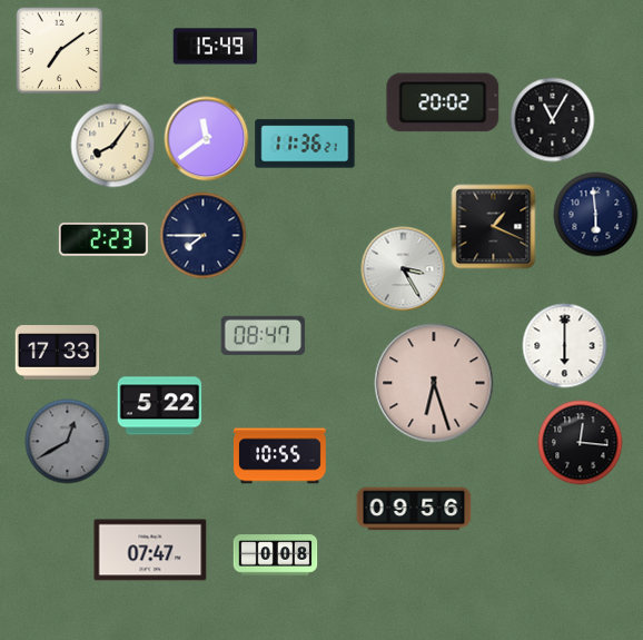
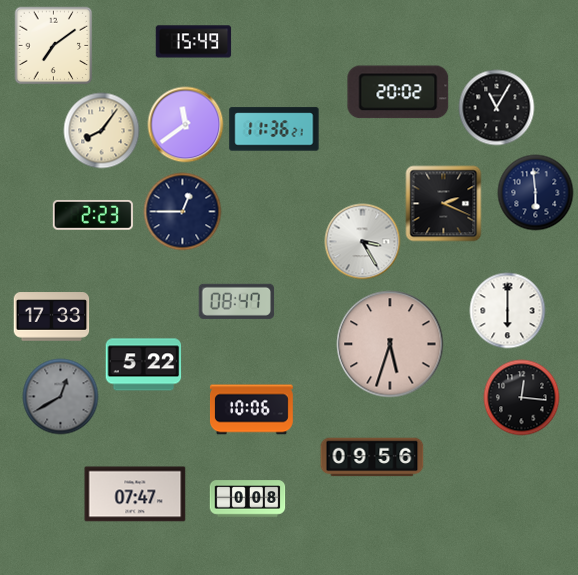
clock at (494, 227): 1:19 -> 2:19
clock at (204, 236): 7:45 -> 12:45
clock at (434, 383): 6:27 -> 5:33
clock at (279, 456): 10:55 -> 10:06
